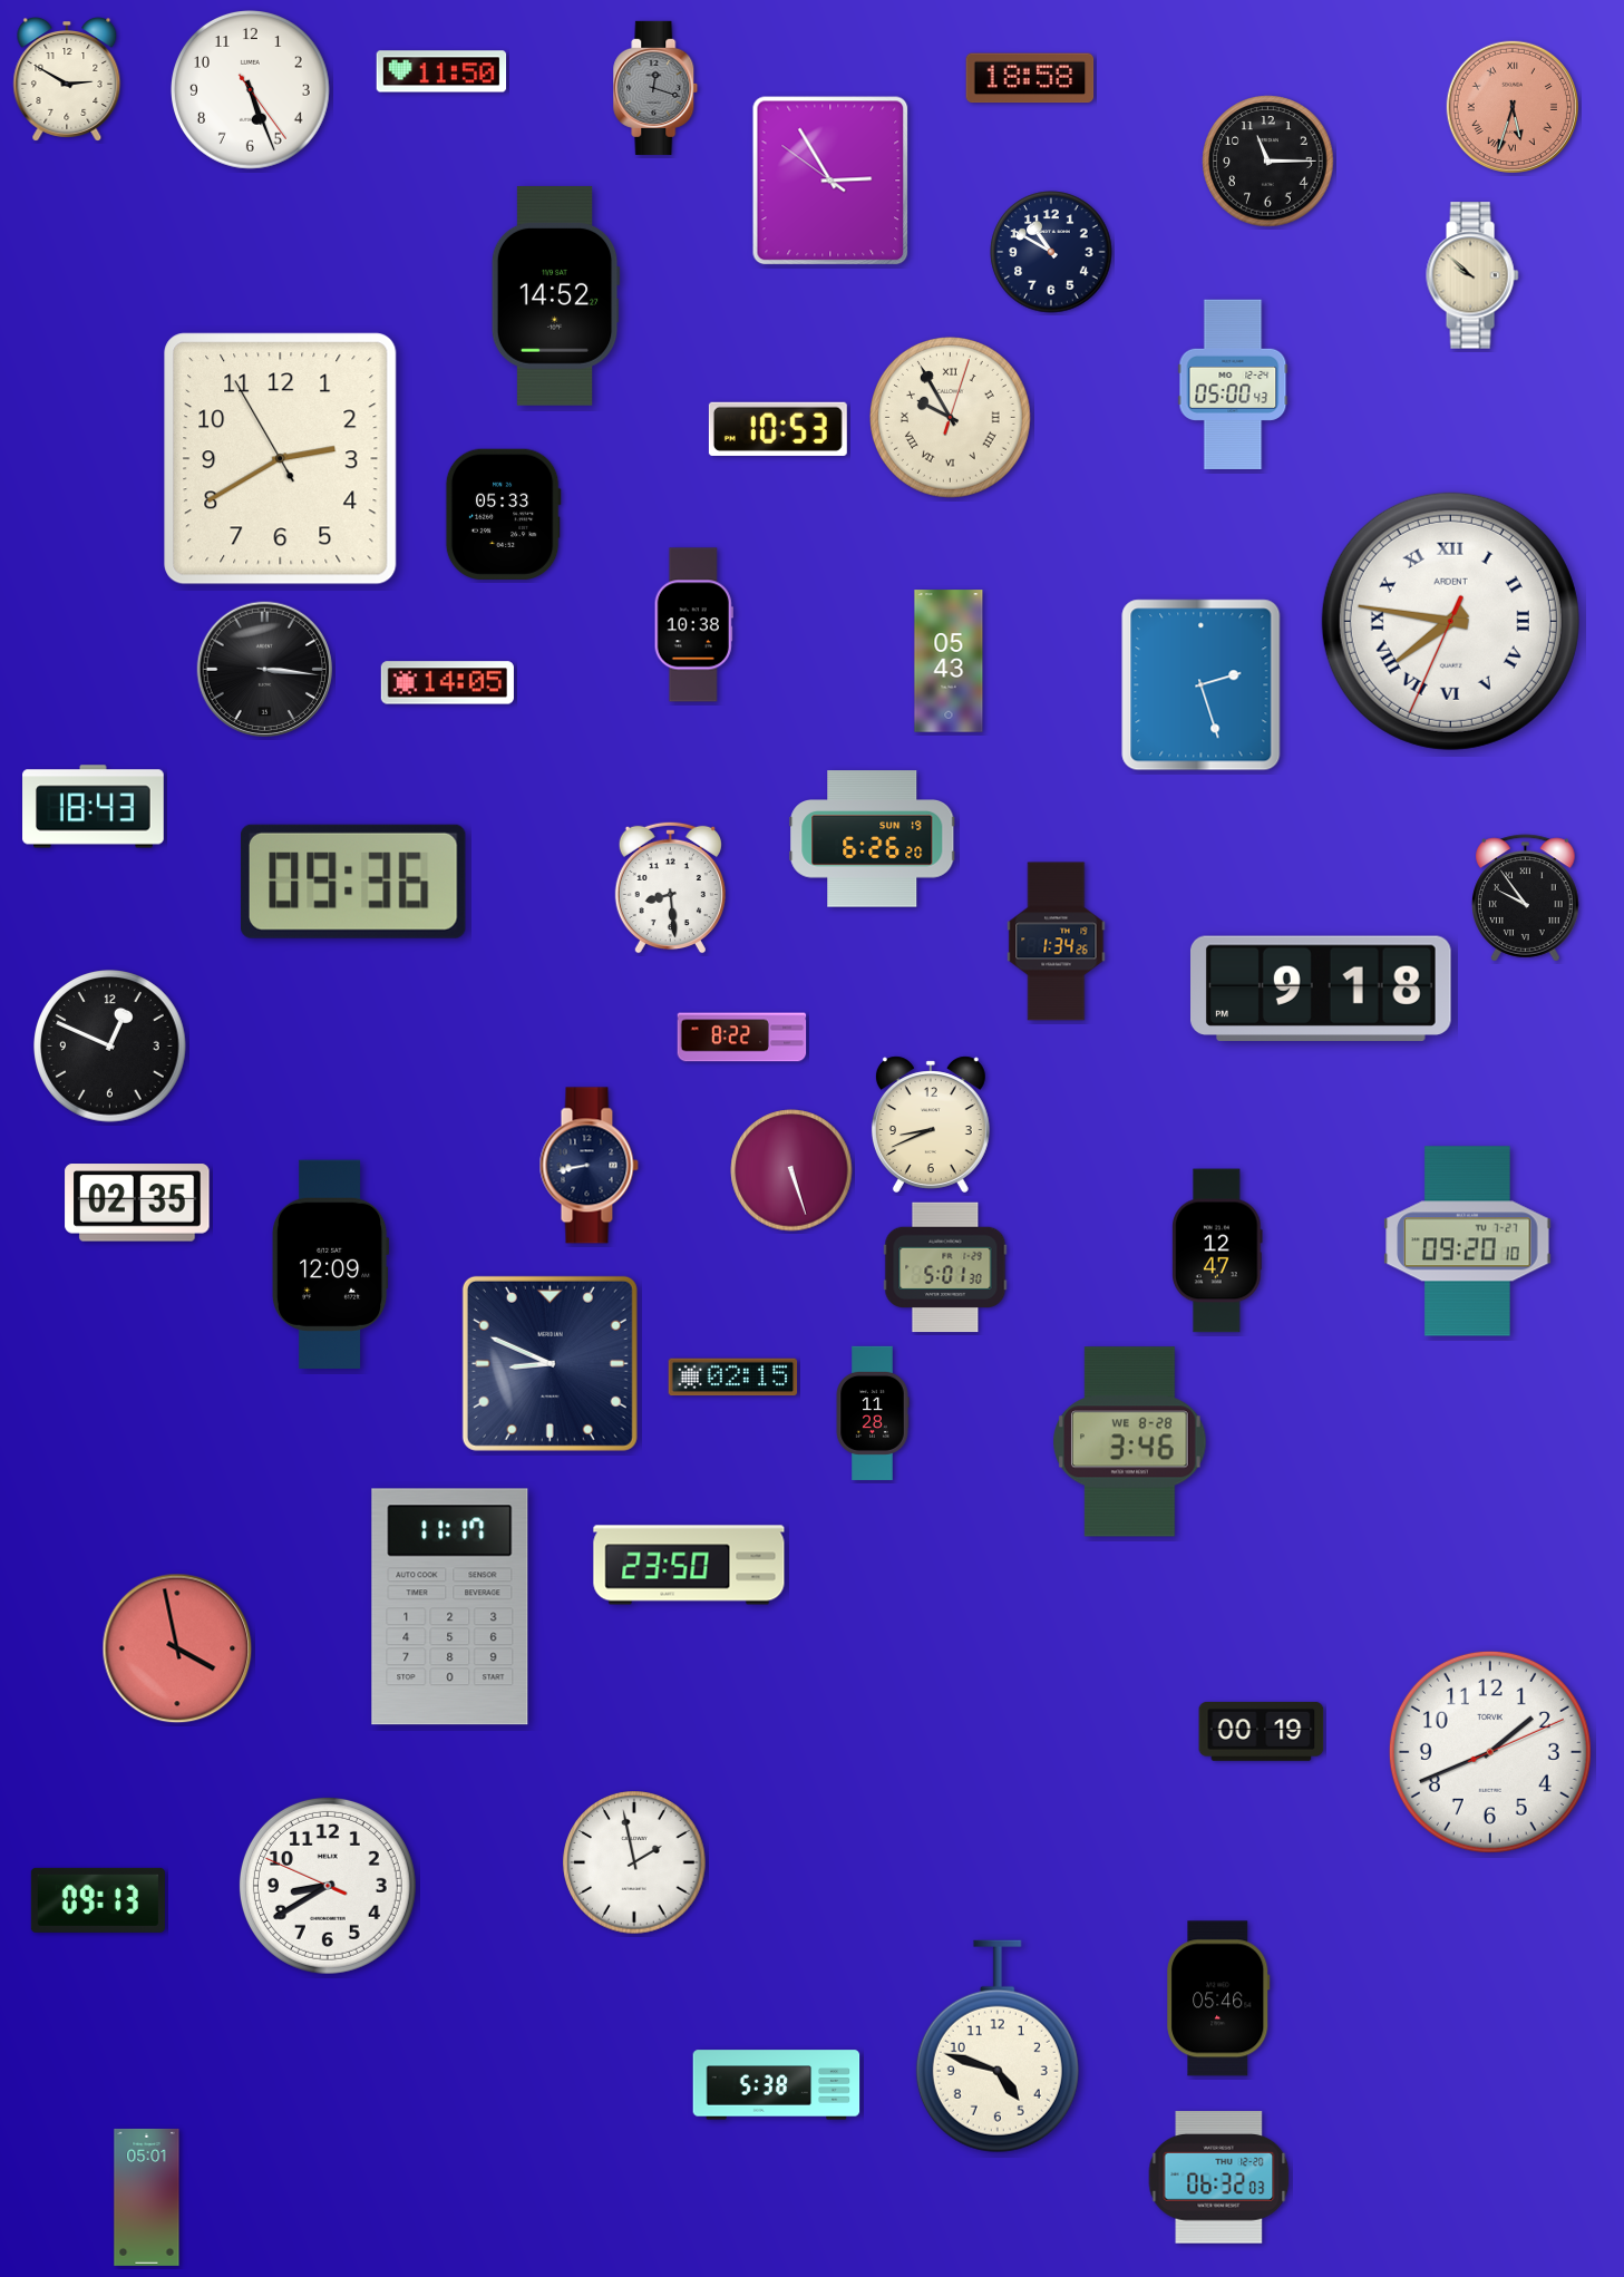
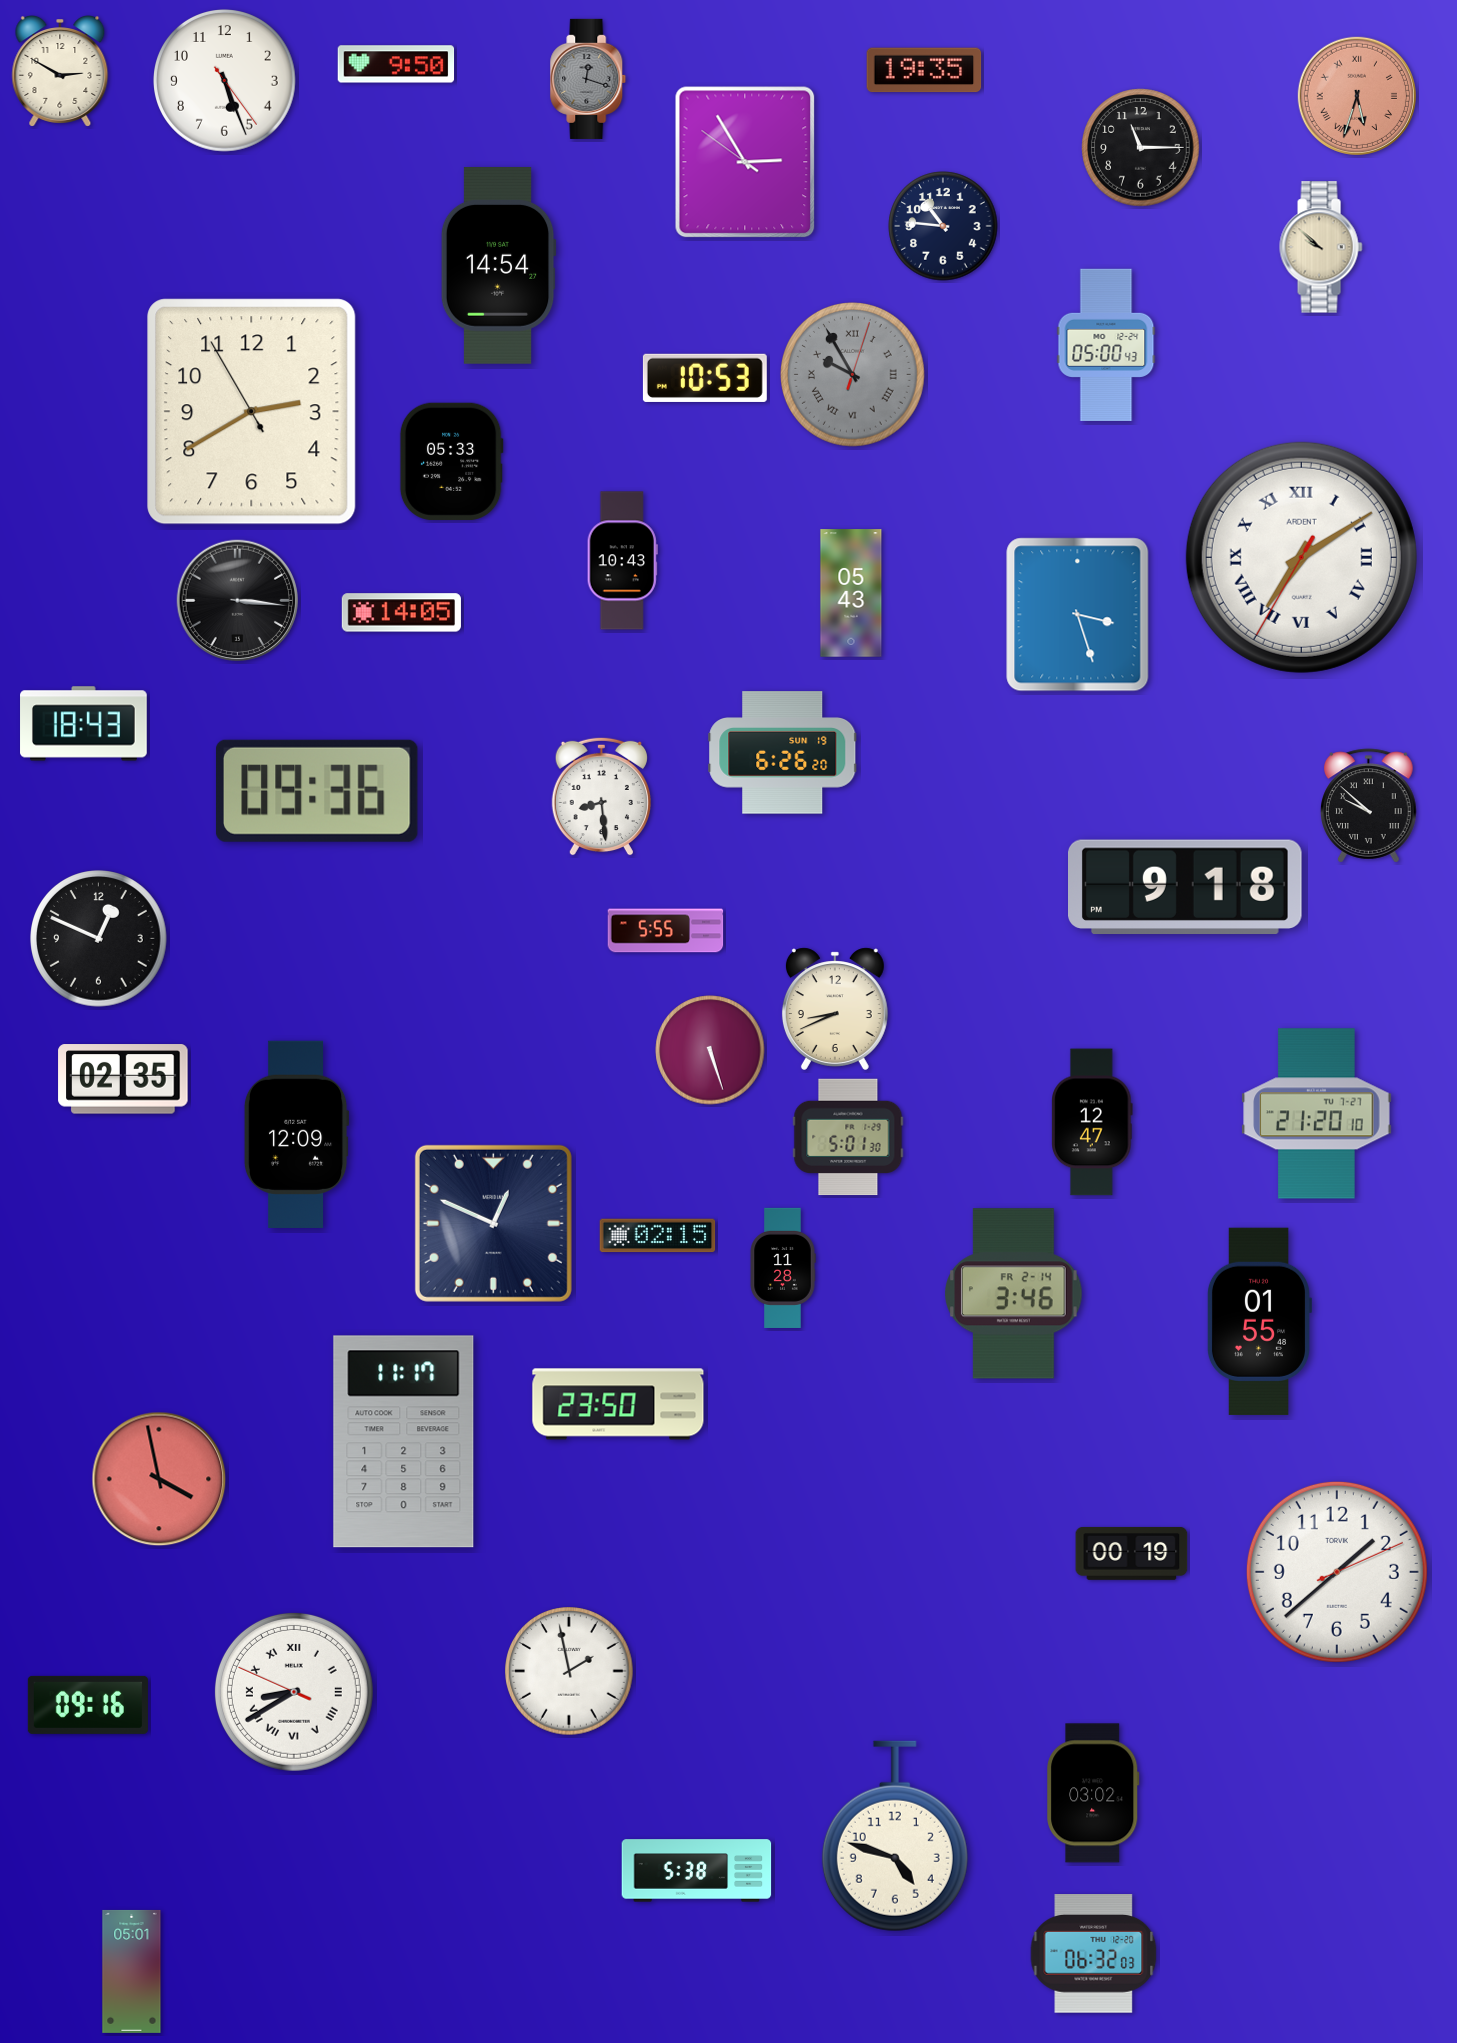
clock at (441, 71): 11:50 -> 9:50
clock at (1030, 78): 18:58 -> 19:35
clock at (1268, 162) position: (1268, 162) -> (1141, 148)
clock at (1051, 252): 10:50 -> 10:46
clock at (555, 295): 14:52 -> 14:54
clock at (951, 418) dial: cream -> grey
clock at (778, 429) position: (778, 429) -> (705, 378)
clock at (1450, 621): 7:46 -> 7:09
clock at (693, 625): 10:38 -> 10:43
clock at (1202, 685): 2:27 -> 3:27
clock at (1526, 898): 9:54 -> 9:52
clock at (1057, 942): 1:34 -> none
clock at (742, 1038): 8:22 -> 5:55
clock at (589, 1166): 8:43 -> none
clock at (1468, 1242): 09:20 -> 21:20
clock at (550, 1363): 8:49 -> 12:49
clock at (1130, 1442) date: WE 8-28 -> FR 2-14
clock at (1259, 1321): none -> 01:55
clock at (1490, 1752): 1:41 -> 1:38
clock at (328, 1886) numerals: Arabic -> Roman
clock at (98, 1900): 09:13 -> 09:16
clock at (1218, 1998): 05:46 -> 03:02
